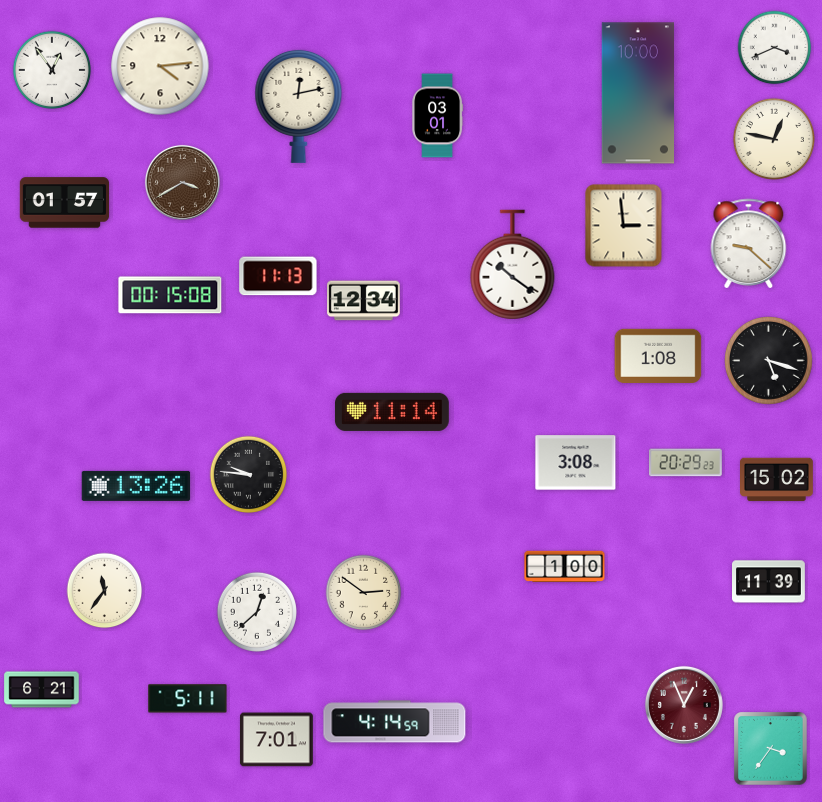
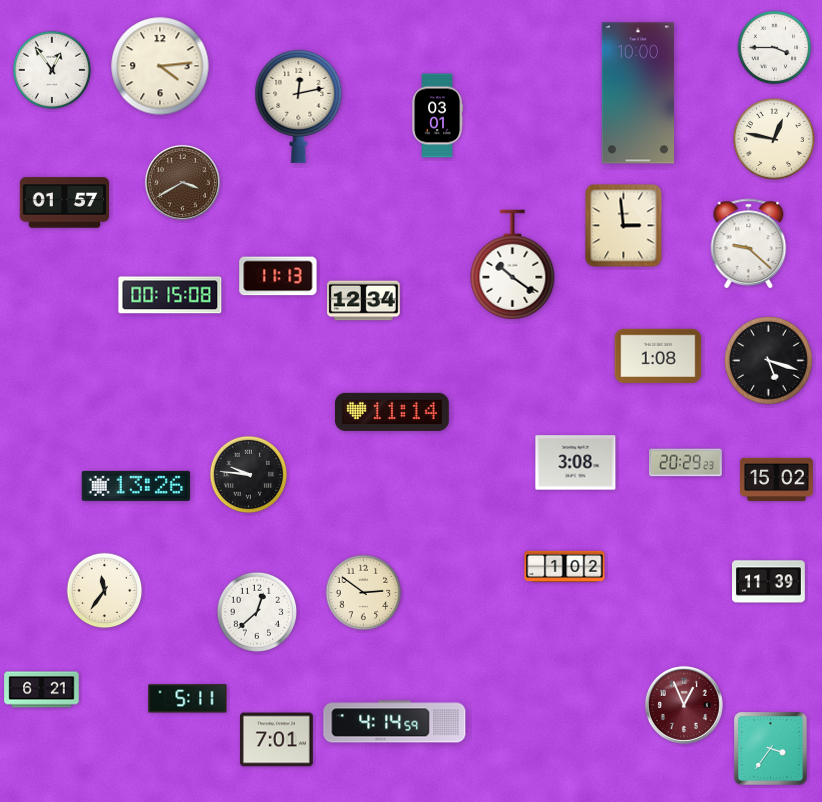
clock at (775, 48): 3:41 -> 3:45
clock at (565, 567): 1:00 -> 1:02
